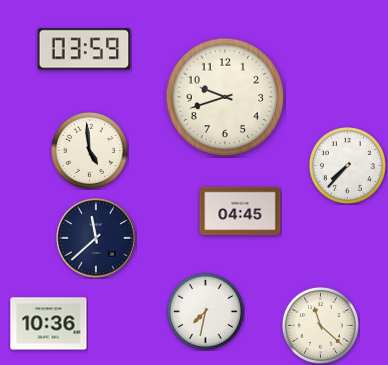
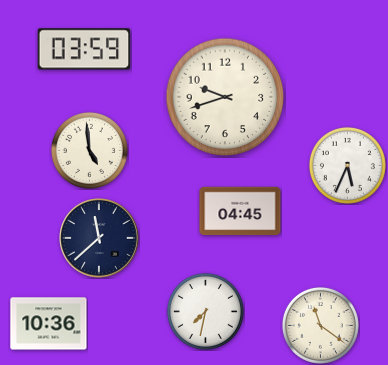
clock at (347, 165): 7:37 -> 5:34
clock at (96, 238) position: (96, 238) -> (99, 238)
clock at (320, 325): 11:22 -> 11:21
